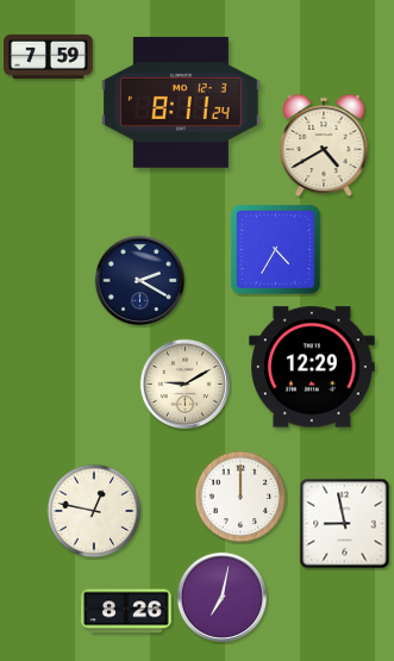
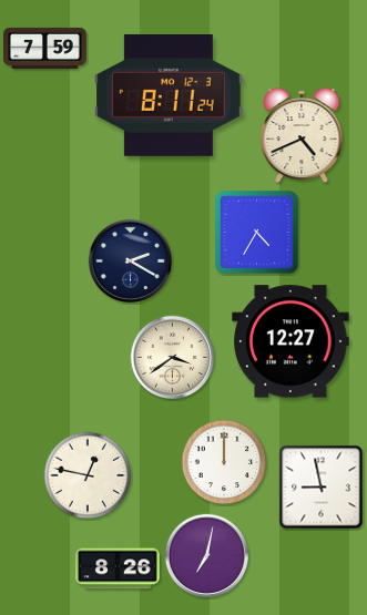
clock at (49, 56) position: (49, 56) -> (45, 48)
clock at (324, 145): 4:40 -> 4:41
clock at (312, 367): 12:29 -> 12:27
clock at (185, 383): 9:10 -> 3:39
